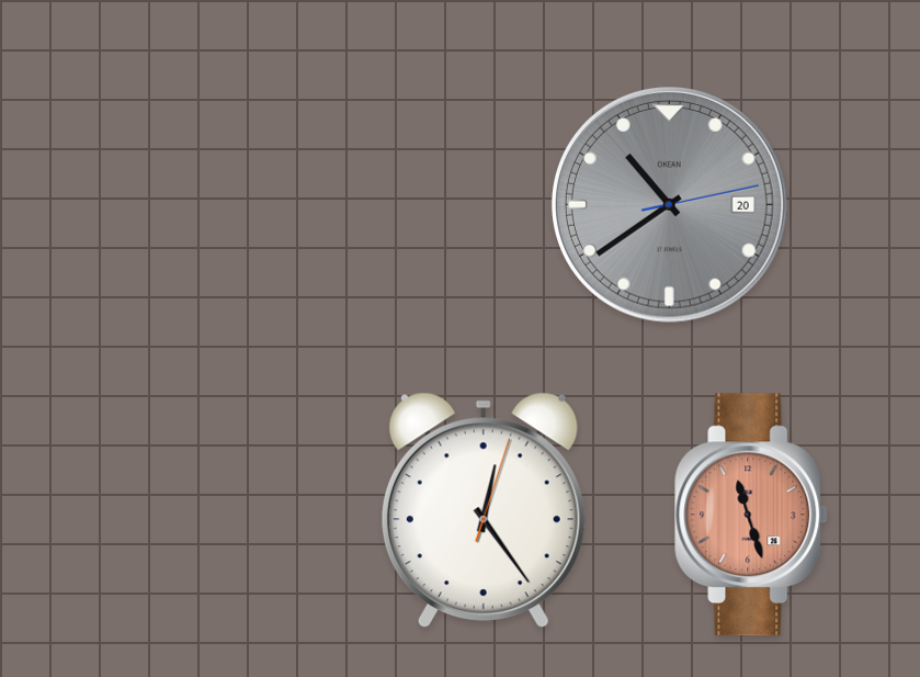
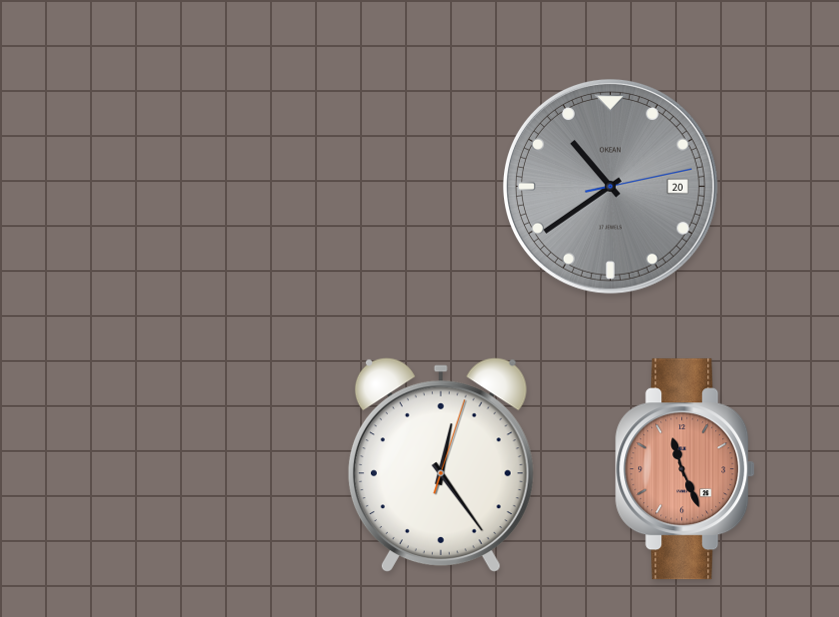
clock at (752, 515): 11:27 -> 11:26
